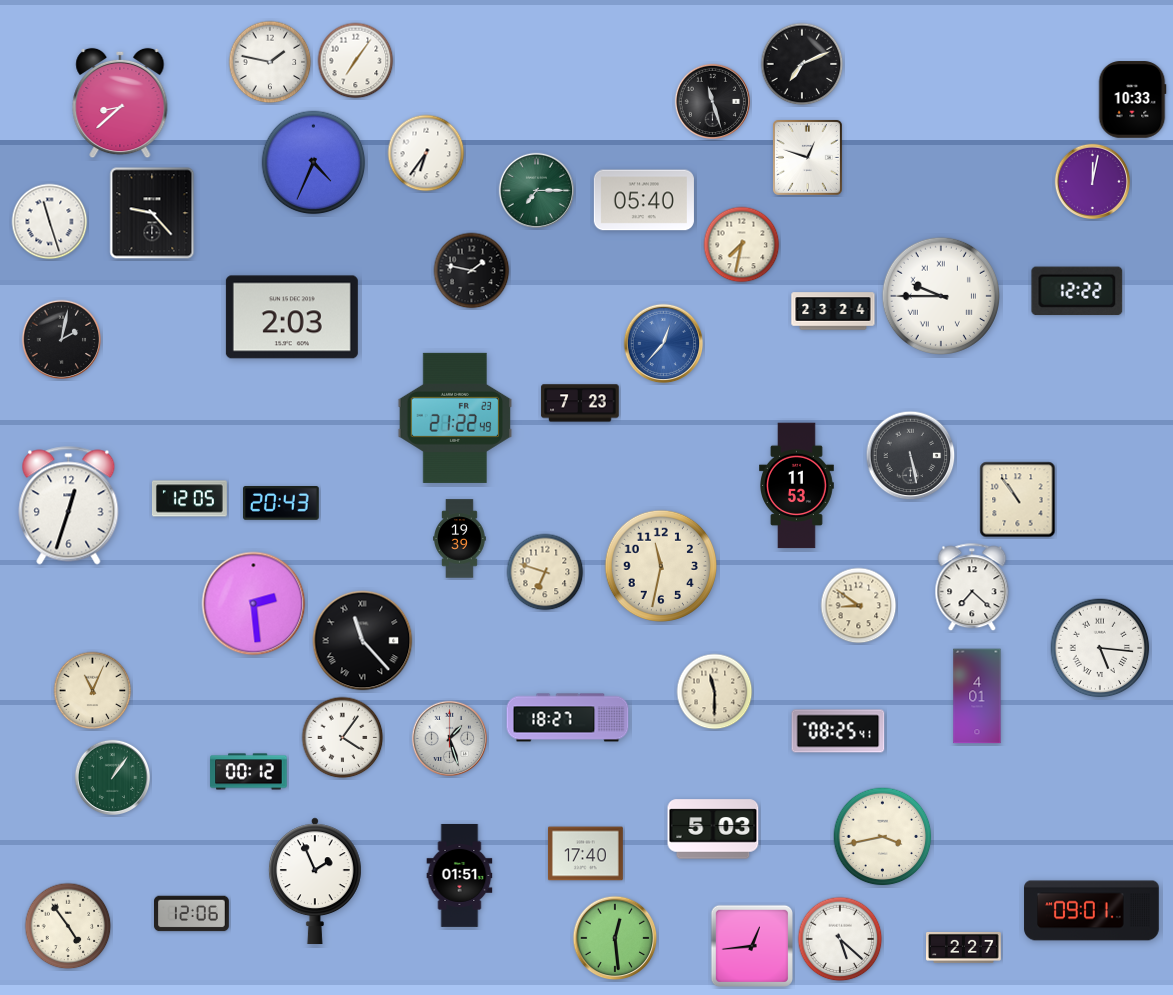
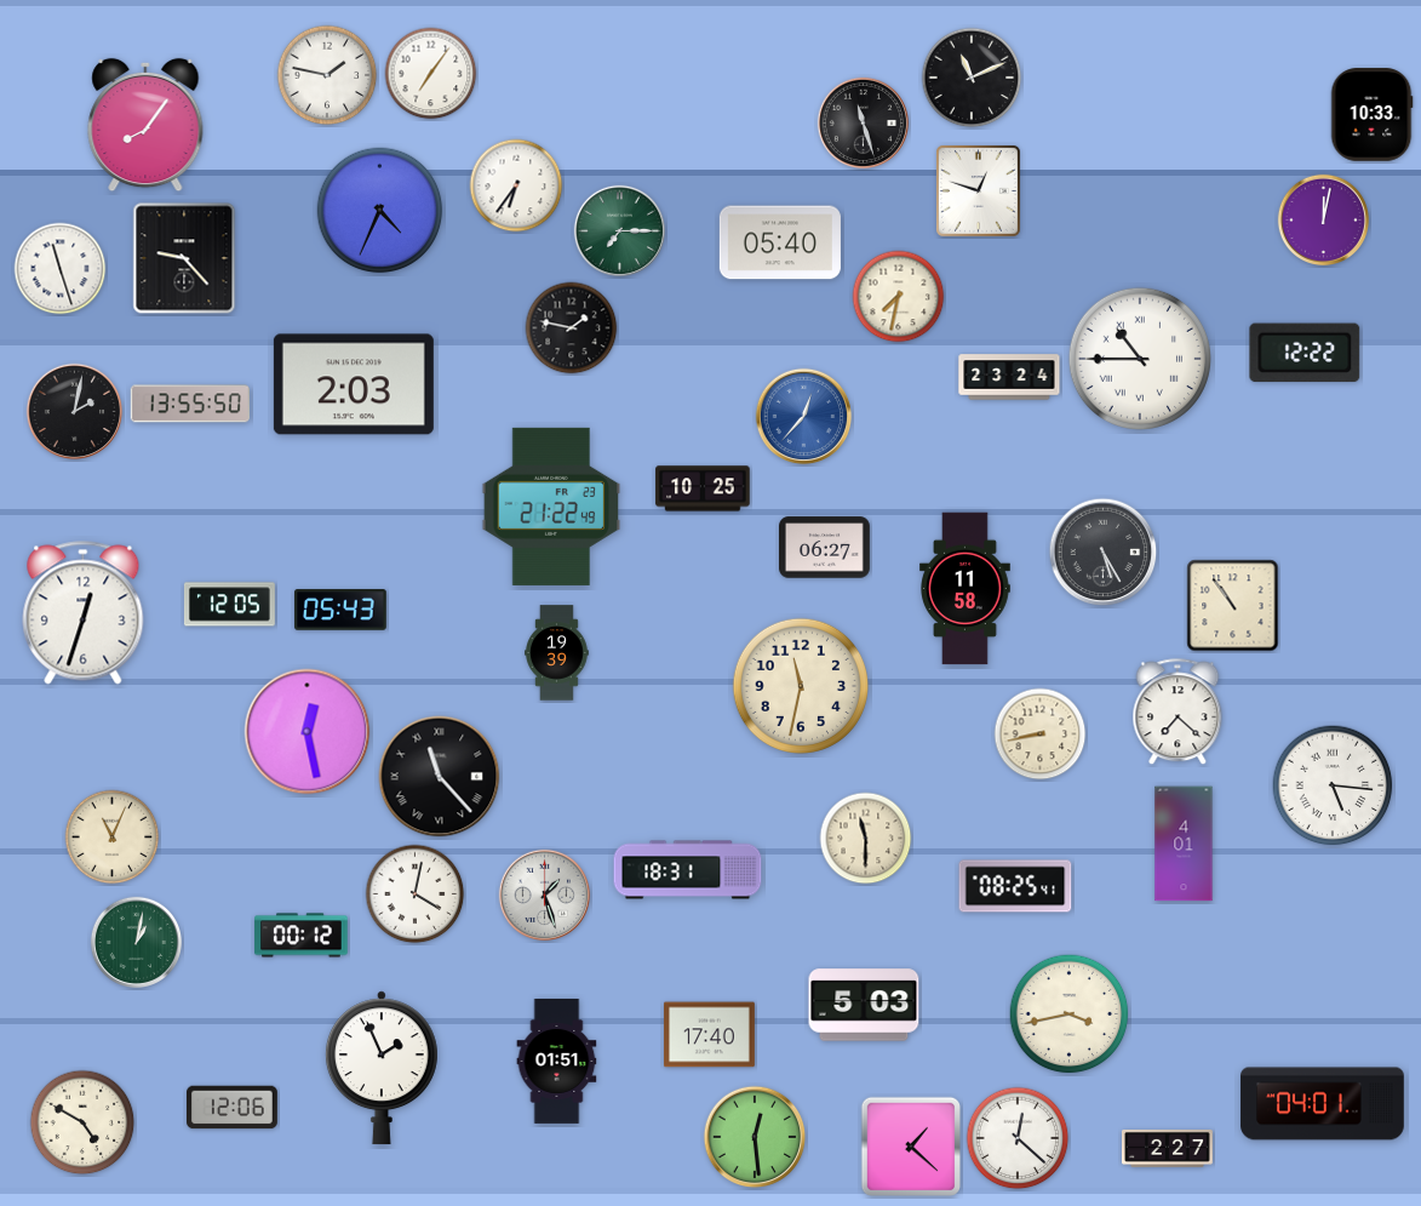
clock at (802, 64): 7:11 -> 11:11
clock at (1132, 100) position: (1132, 100) -> (1371, 115)
clock at (120, 103): 8:38 -> 8:06
clock at (314, 163) position: (314, 163) -> (380, 211)
clock at (536, 190) position: (536, 190) -> (619, 230)
clock at (940, 295): 9:45 -> 10:45
clock at (189, 404): none -> 13:55
clock at (580, 403): 7:23 -> 10:25
clock at (825, 548): none -> 06:27
clock at (911, 456): 5:28 -> 5:25
clock at (797, 486): 11:53 -> 11:58
clock at (282, 504): 20:43 -> 05:43
clock at (545, 572): 6:48 -> none
clock at (254, 604): 2:29 -> 12:28
clock at (859, 606): 8:51 -> 8:43
clock at (568, 718): 18:27 -> 18:31
clock at (343, 738): 4:06 -> 4:02
clock at (112, 777): 1:06 -> 1:02
clock at (1092, 911): 09:01 -> 04:01
clock at (68, 926): 4:54 -> 4:50
clock at (615, 938) position: (615, 938) -> (755, 1137)
clock at (840, 939): 5:22 -> 12:22
clock at (751, 945): 12:44 -> 1:22
